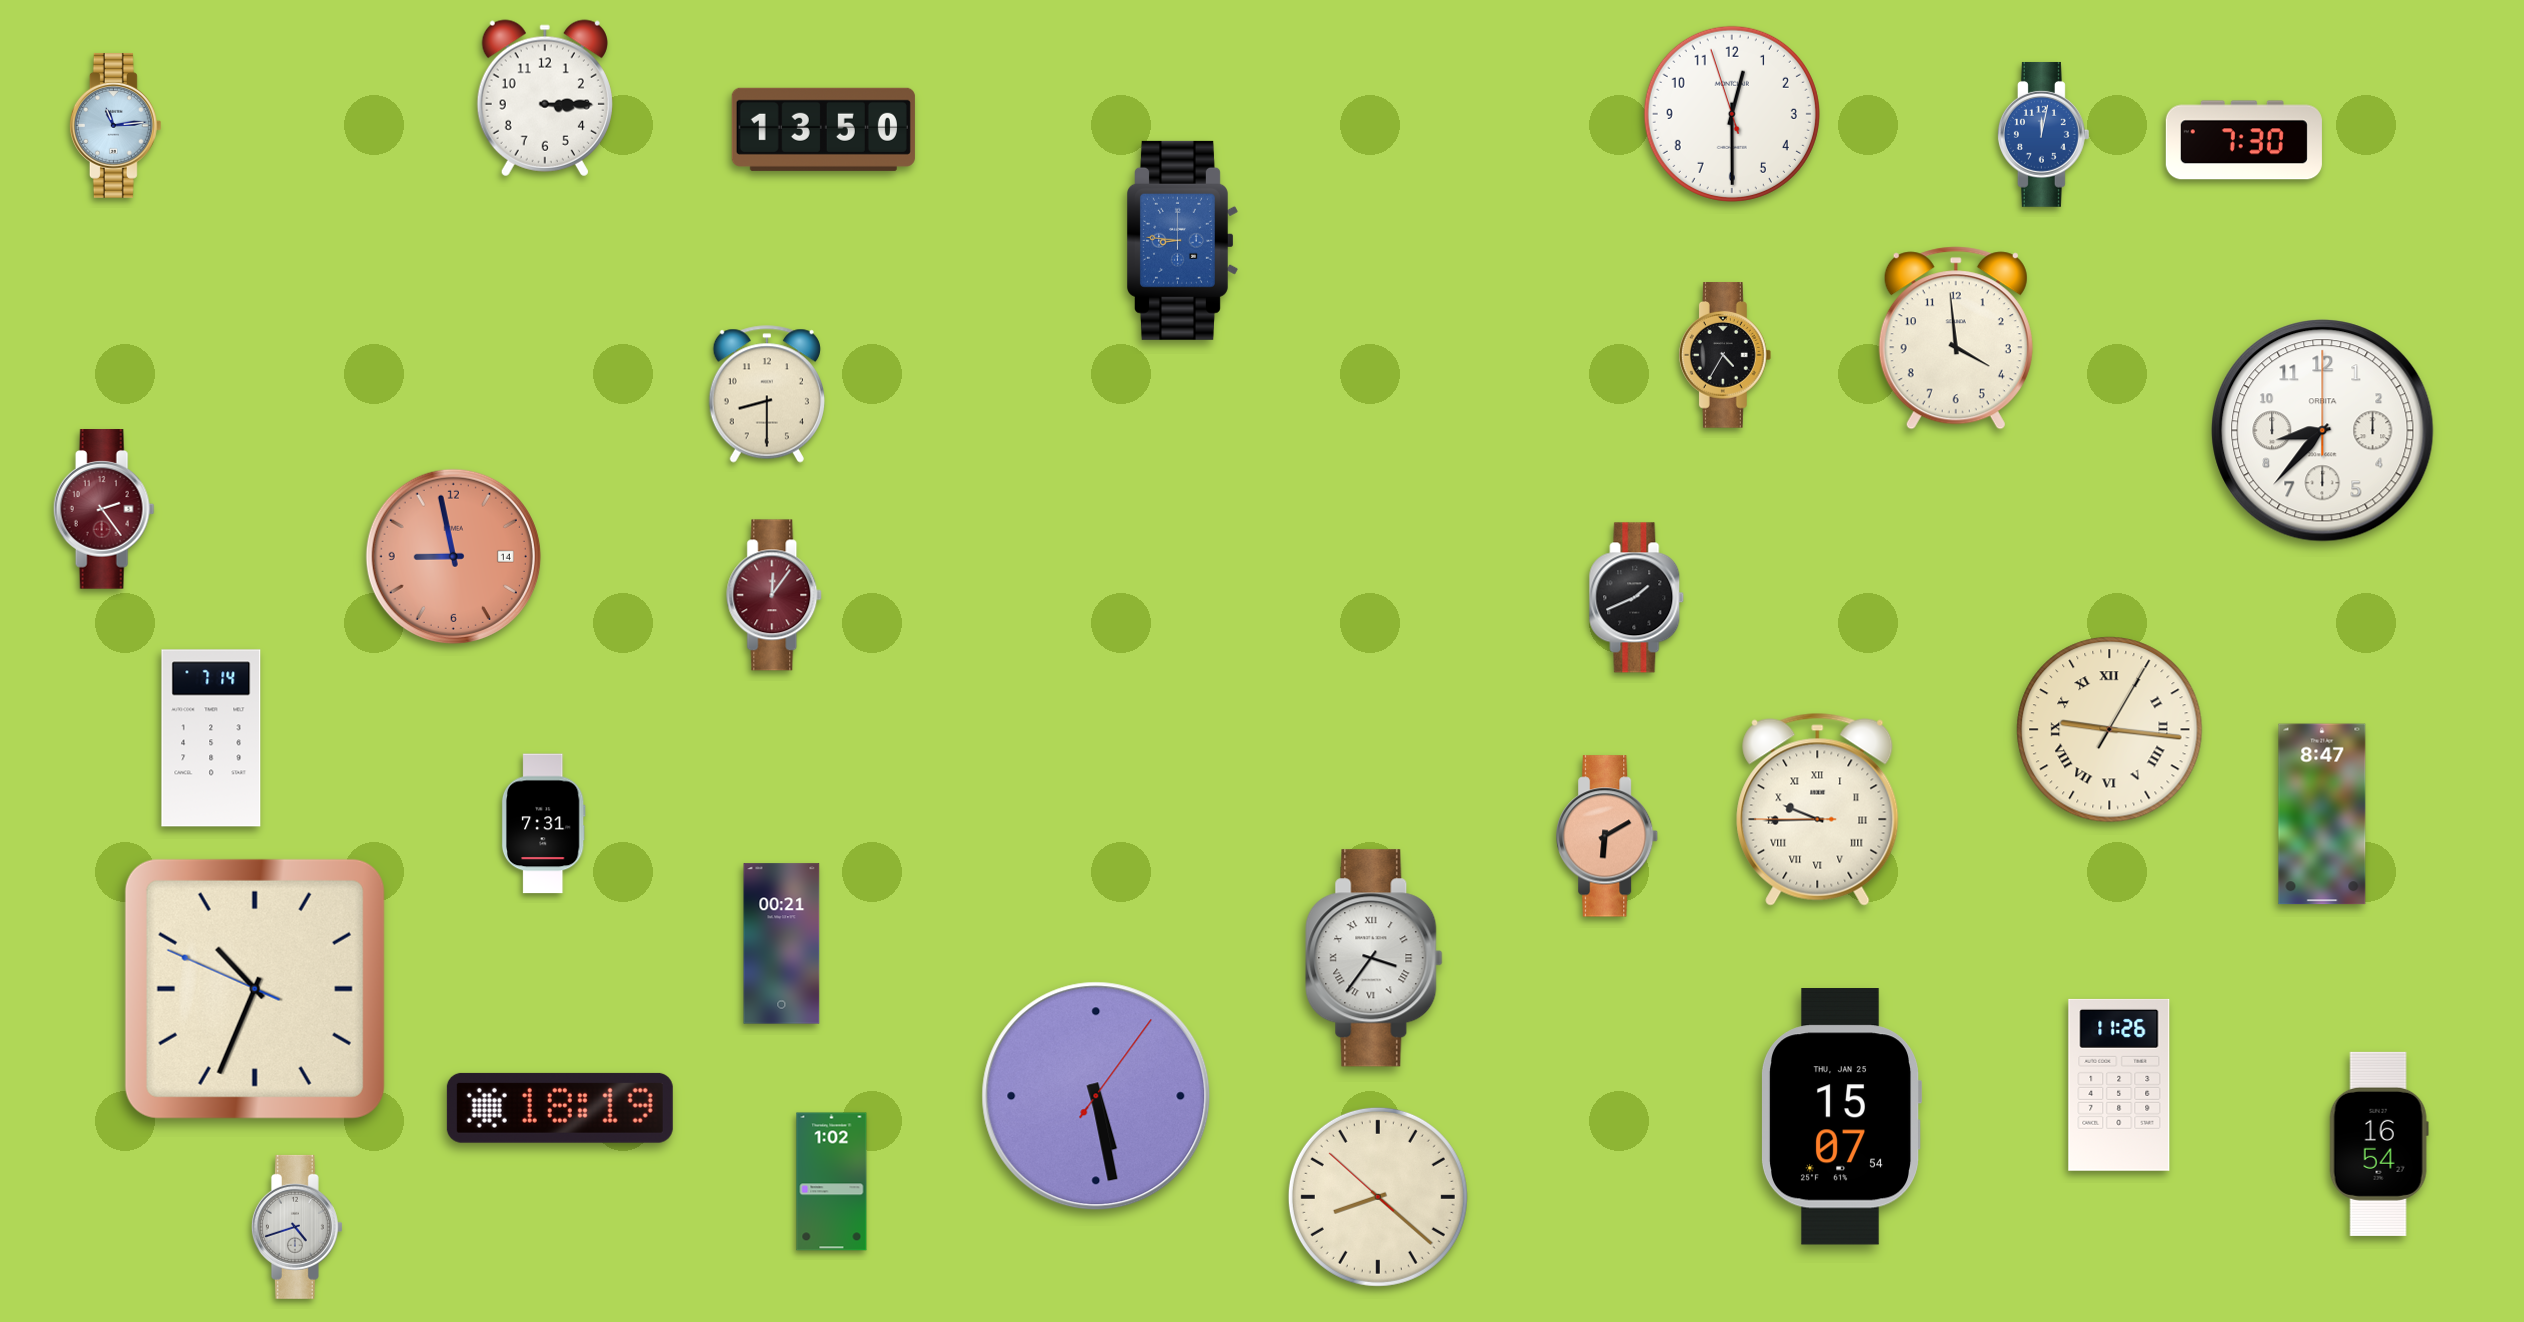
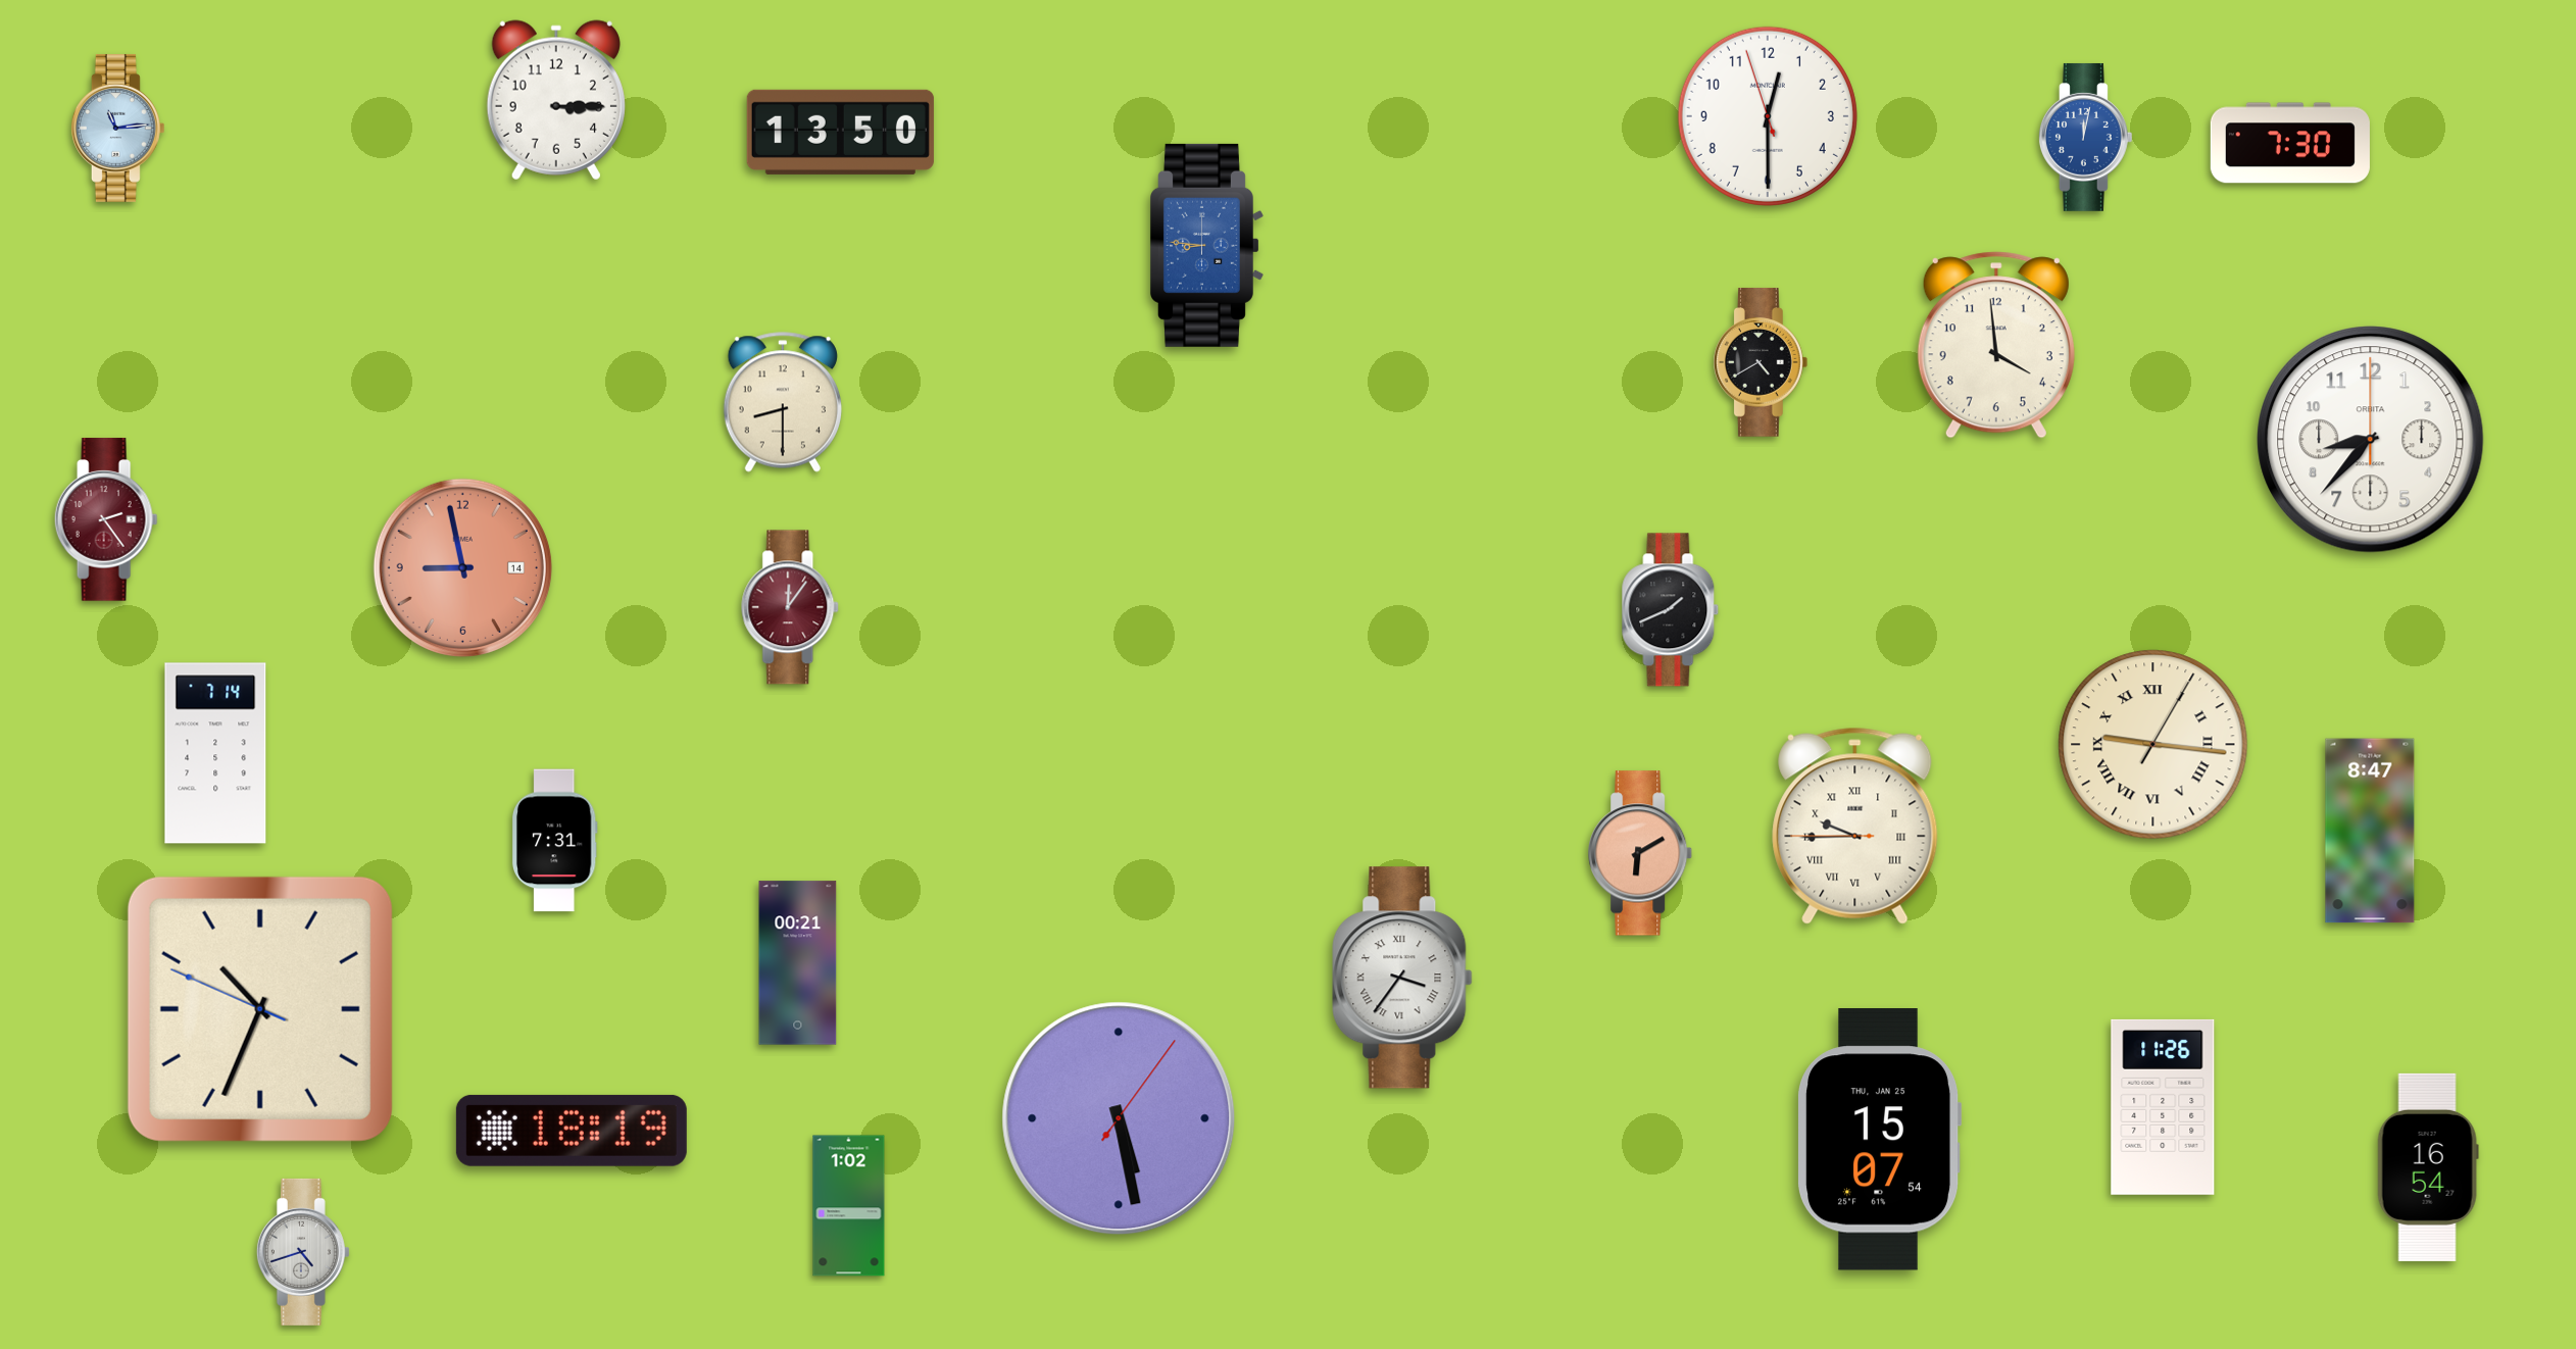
clock at (1725, 355): 4:35 -> 4:40
clock at (1378, 1197): 8:21 -> none
